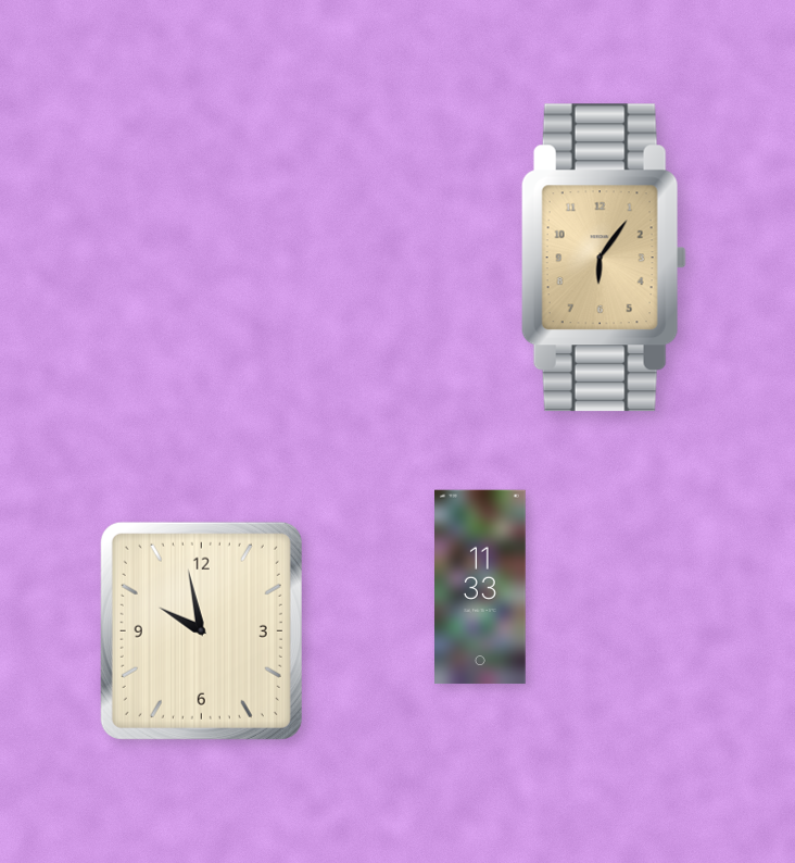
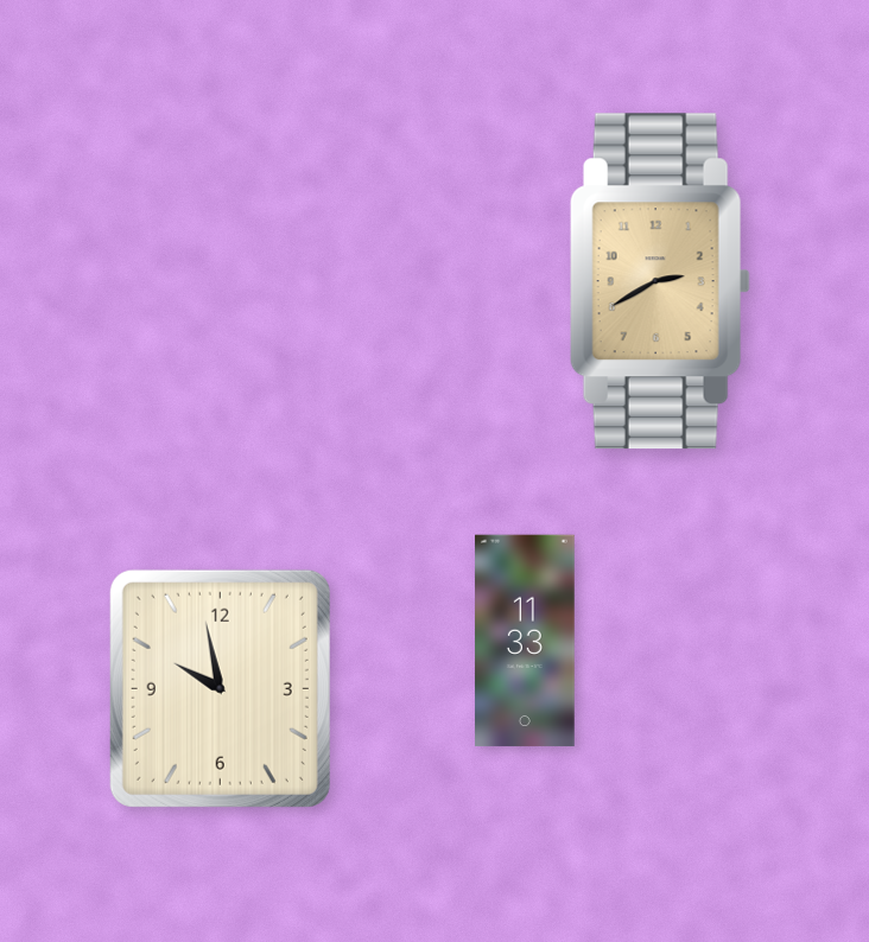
clock at (604, 258): 6:06 -> 2:40
